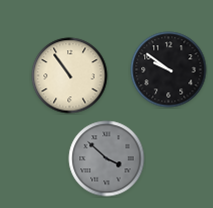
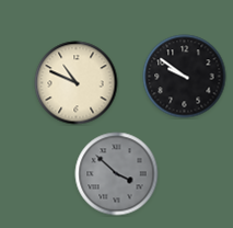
clock at (70, 76): 10:54 -> 10:49
